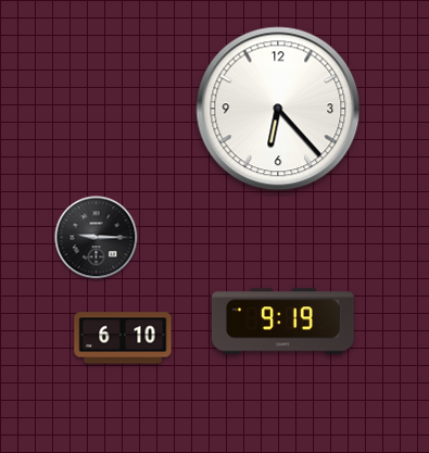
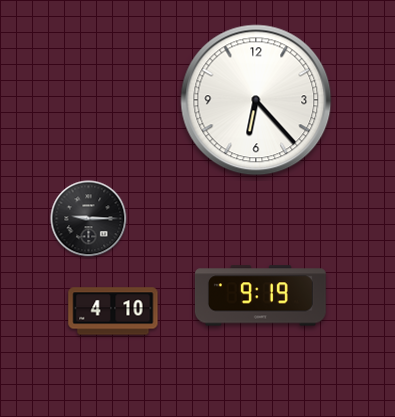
clock at (123, 338): 6:10 -> 4:10
